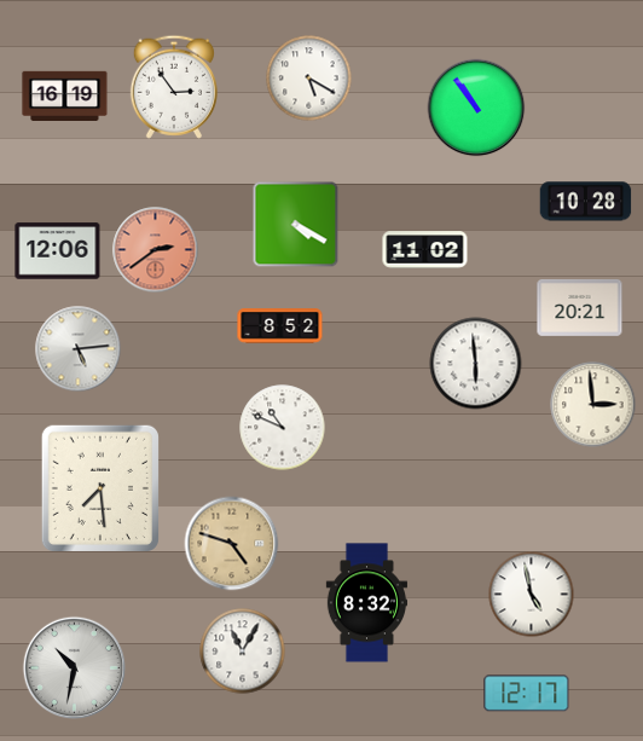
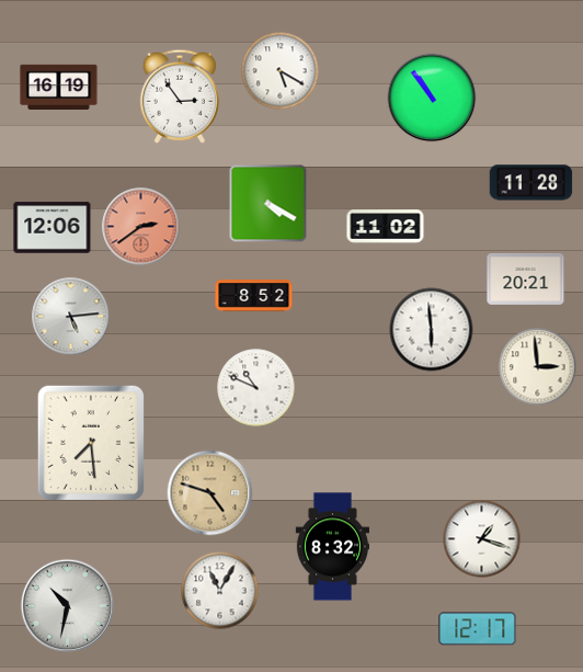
clock at (174, 87) position: (174, 87) -> (180, 96)
clock at (586, 202): 10:28 -> 11:28
clock at (532, 595): 4:58 -> 1:18
